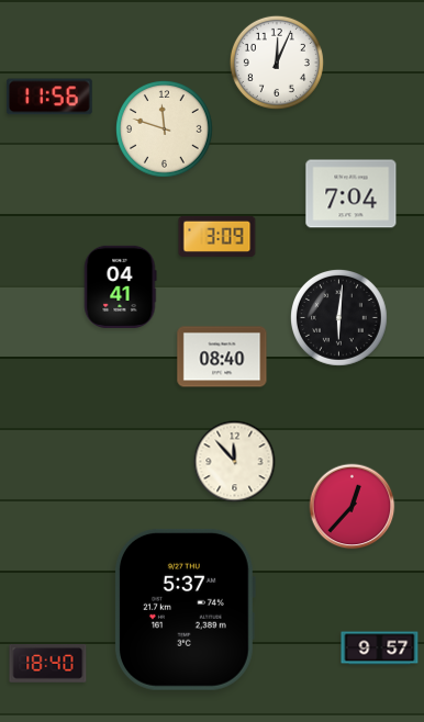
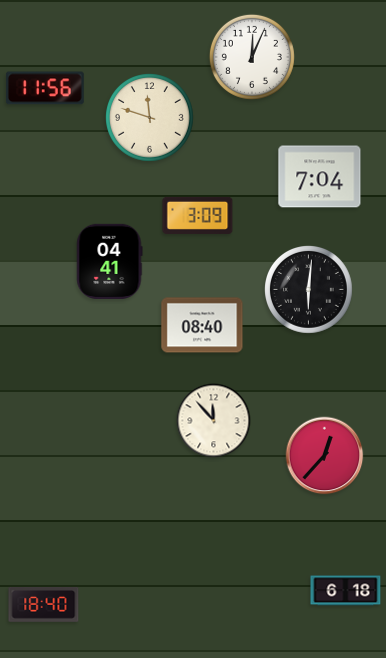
clock at (353, 507) position: (353, 507) -> (325, 456)
clock at (185, 609): 5:37 -> none
clock at (380, 648): 9:57 -> 6:18
